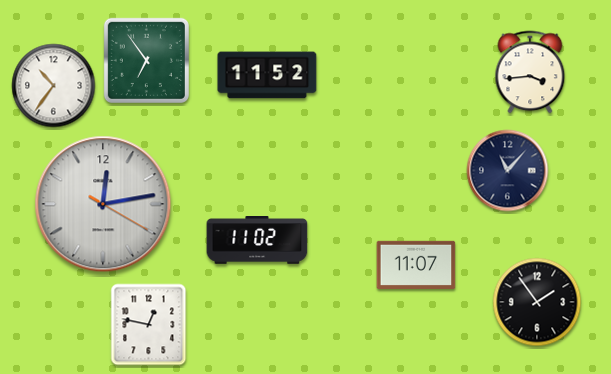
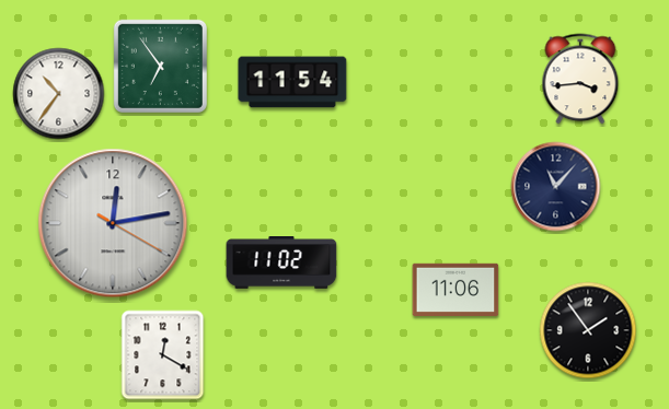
clock at (267, 75): 11:52 -> 11:54
clock at (416, 264): 11:07 -> 11:06
clock at (149, 325): 12:47 -> 12:20
